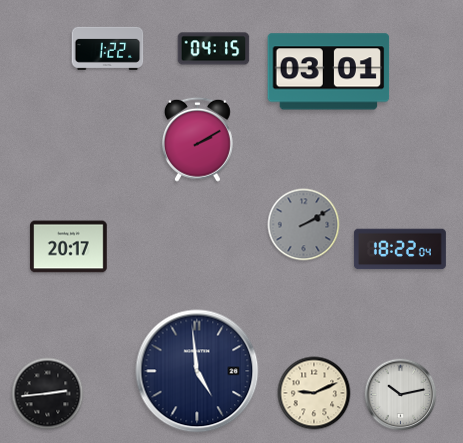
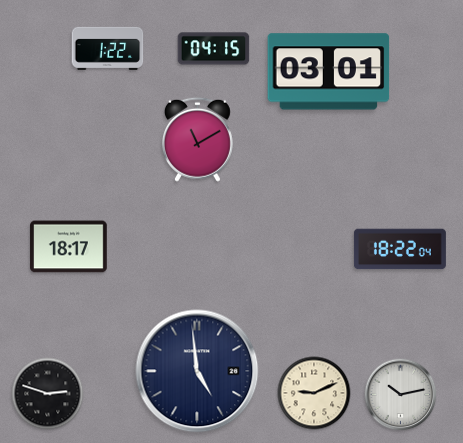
clock at (197, 139): 2:10 -> 11:10
clock at (304, 225): 2:10 -> none
clock at (69, 247): 20:17 -> 18:17
clock at (48, 394): 2:44 -> 2:48
